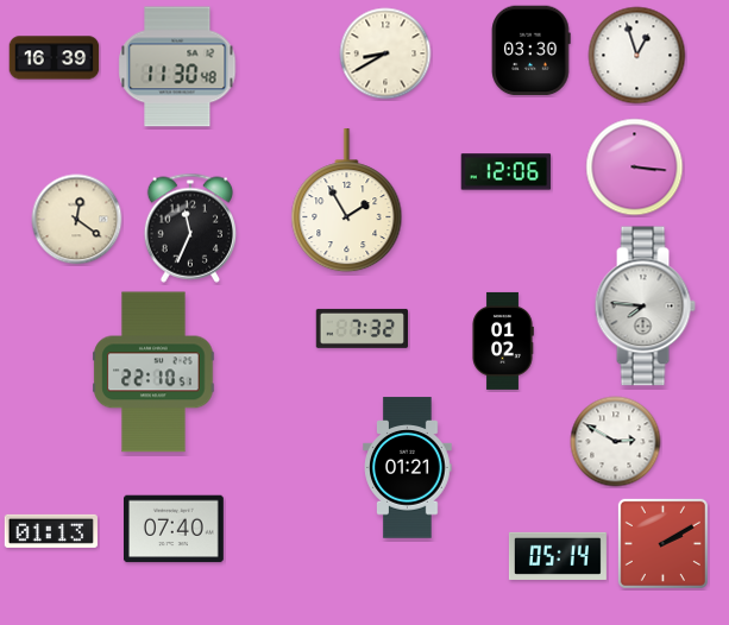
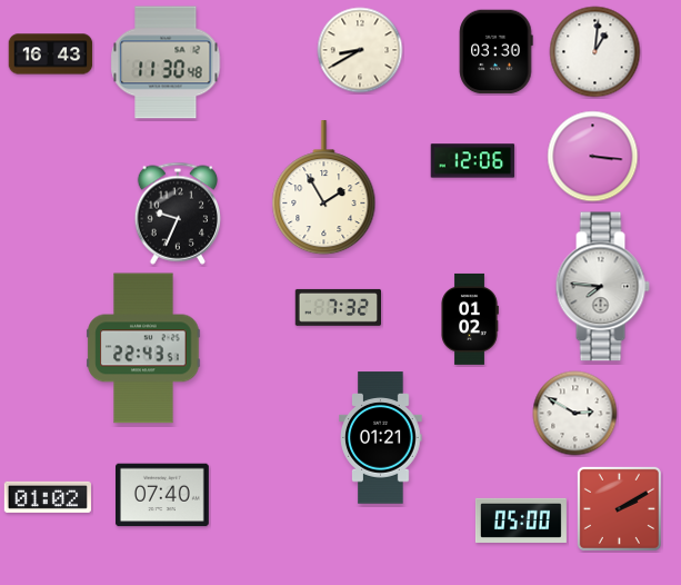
clock at (532, 51) position: (532, 51) -> (497, 52)
clock at (637, 56): 12:57 -> 1:01
clock at (55, 58): 16:39 -> 16:43
clock at (77, 220): 12:21 -> none
clock at (189, 228): 11:34 -> 9:34
clock at (153, 372): 22:10 -> 22:43
clock at (51, 531): 01:13 -> 01:02
clock at (558, 556): 05:14 -> 05:00
